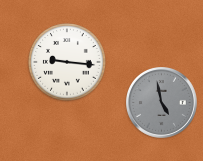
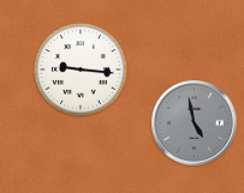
clock at (68, 63) position: (68, 63) -> (82, 71)
